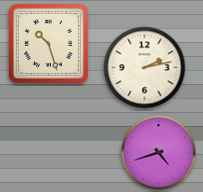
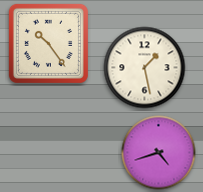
clock at (48, 43): 10:27 -> 10:24
clock at (145, 68): 2:13 -> 1:28
